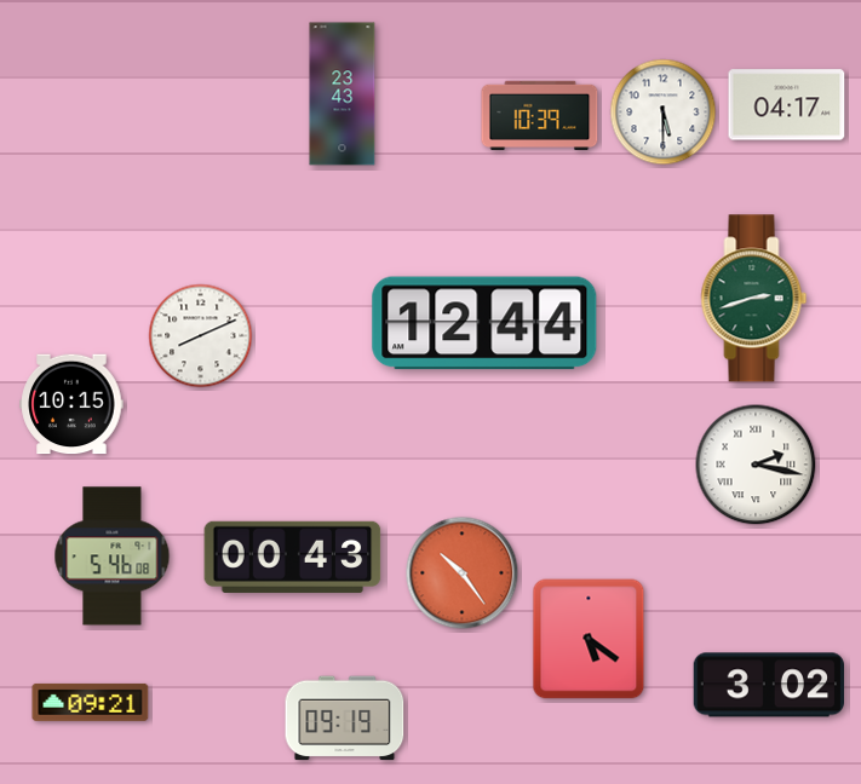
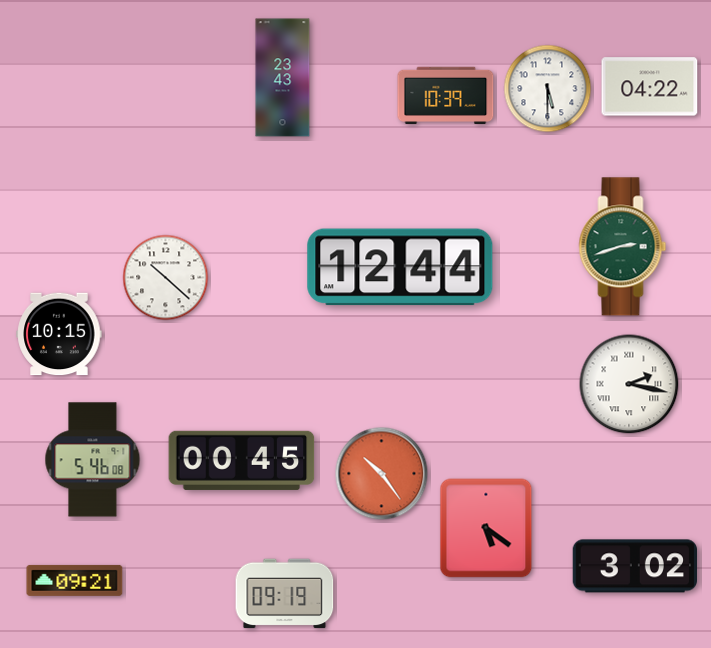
clock at (787, 105): 04:17 -> 04:22
clock at (664, 113) position: (664, 113) -> (548, 89)
clock at (201, 336): 8:11 -> 10:22
clock at (756, 465) position: (756, 465) -> (629, 384)
clock at (293, 557): 00:43 -> 00:45
